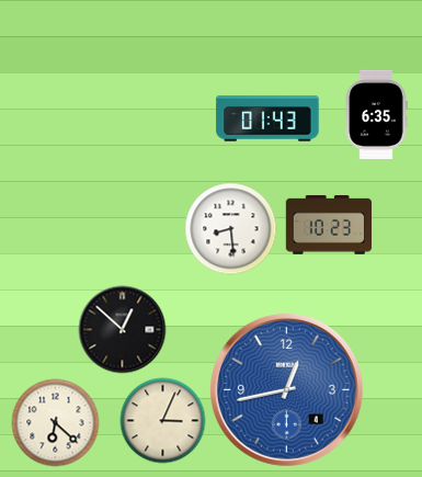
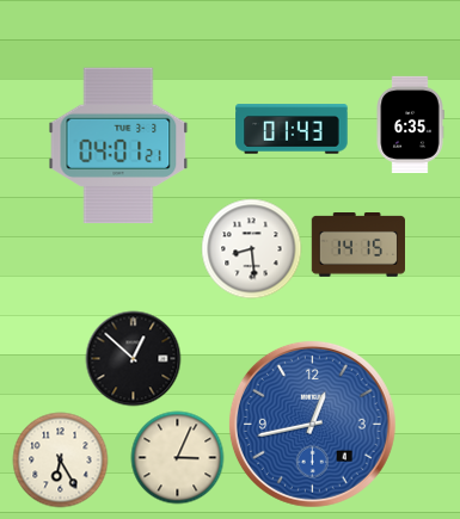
clock at (118, 146): none -> 04:01
clock at (328, 226): 10:23 -> 14:15
clock at (55, 422): 6:22 -> 6:25
